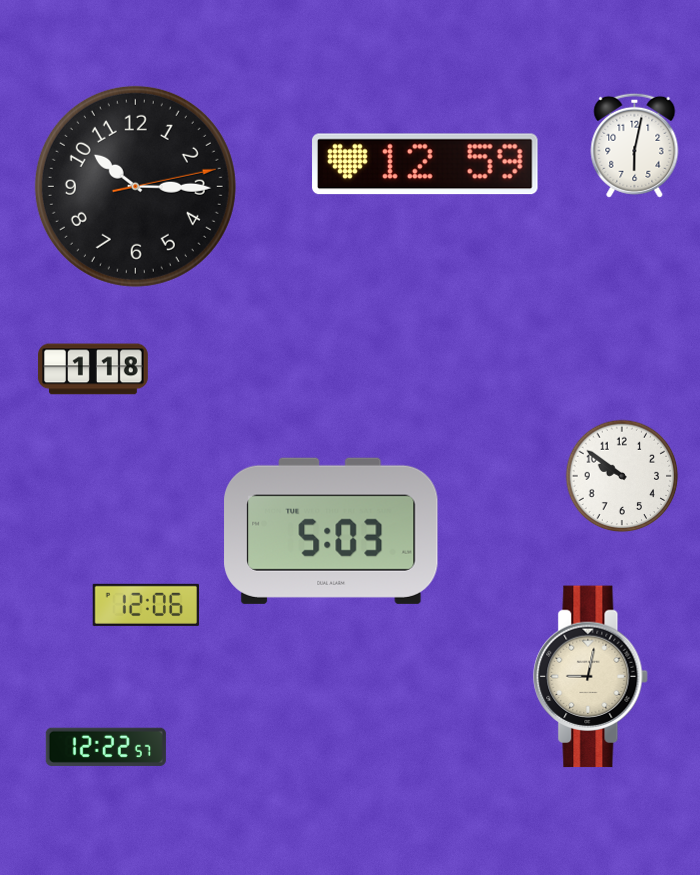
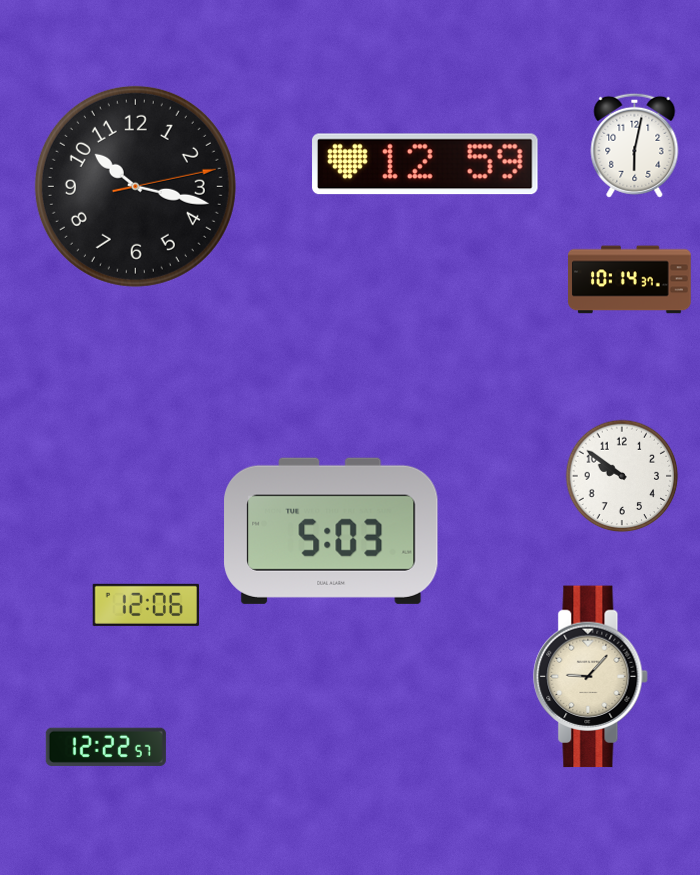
clock at (135, 186): 10:15 -> 10:17
clock at (630, 280): none -> 10:14
clock at (93, 369): 1:18 -> none
clock at (591, 677): 9:02 -> 9:07
